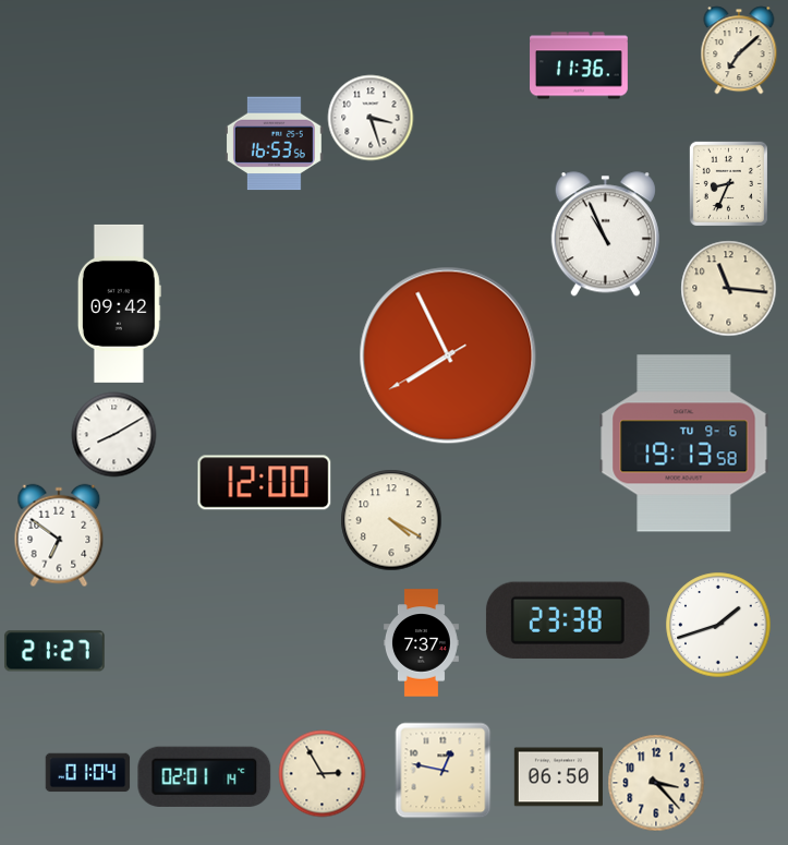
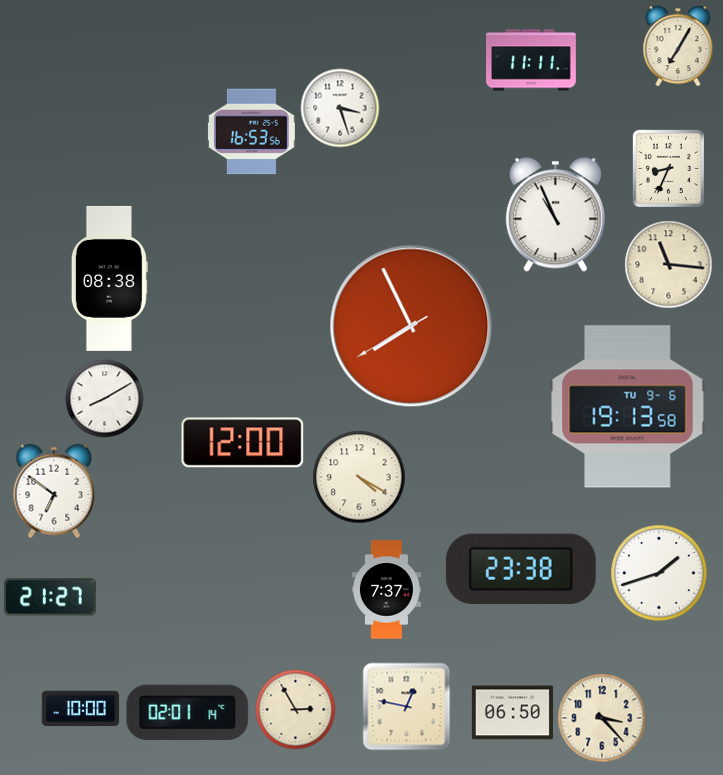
clock at (739, 50): 7:08 -> 7:05
clock at (580, 65): 11:36 -> 11:11
clock at (119, 303): 09:42 -> 08:38
clock at (87, 773): 01:04 -> 10:00
